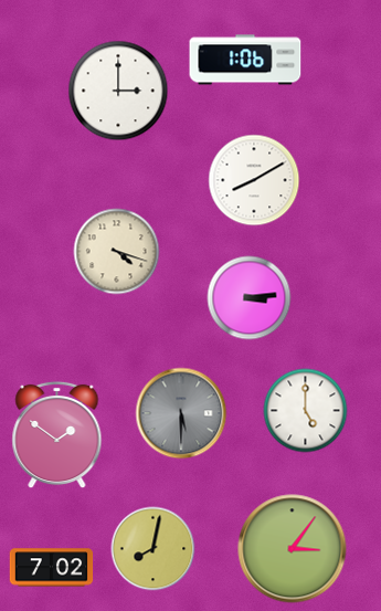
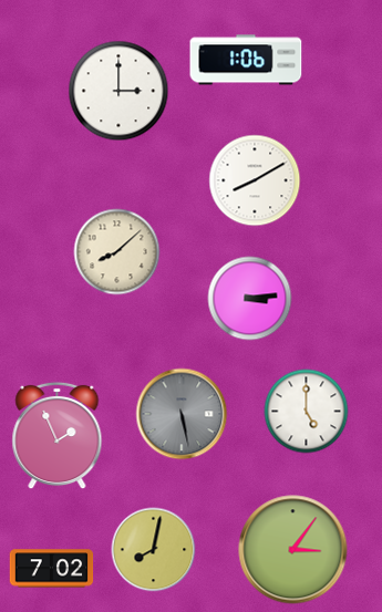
clock at (117, 252): 4:18 -> 8:08
clock at (181, 413): 5:30 -> 5:28
clock at (57, 435): 1:51 -> 1:56
